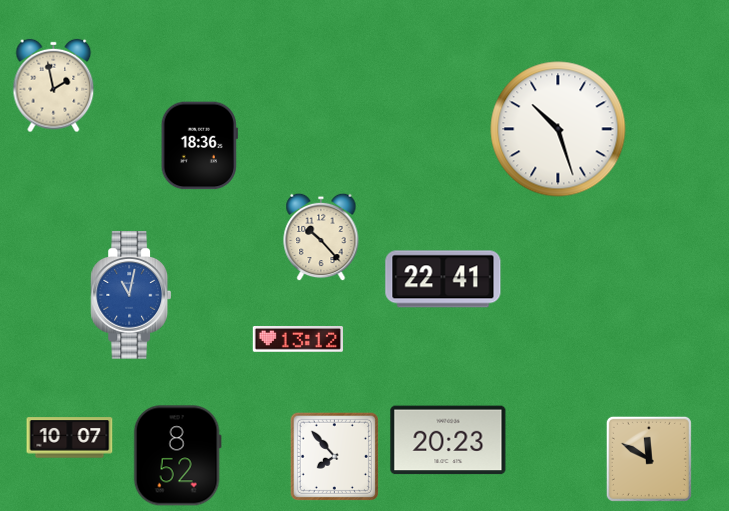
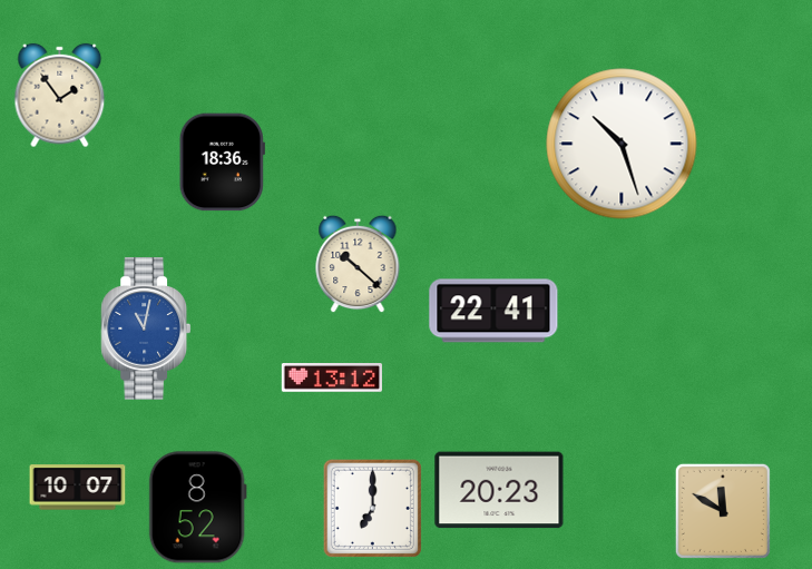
clock at (54, 86): 1:58 -> 1:54
clock at (321, 237): 10:23 -> 10:22
clock at (334, 456): 7:53 -> 7:00
